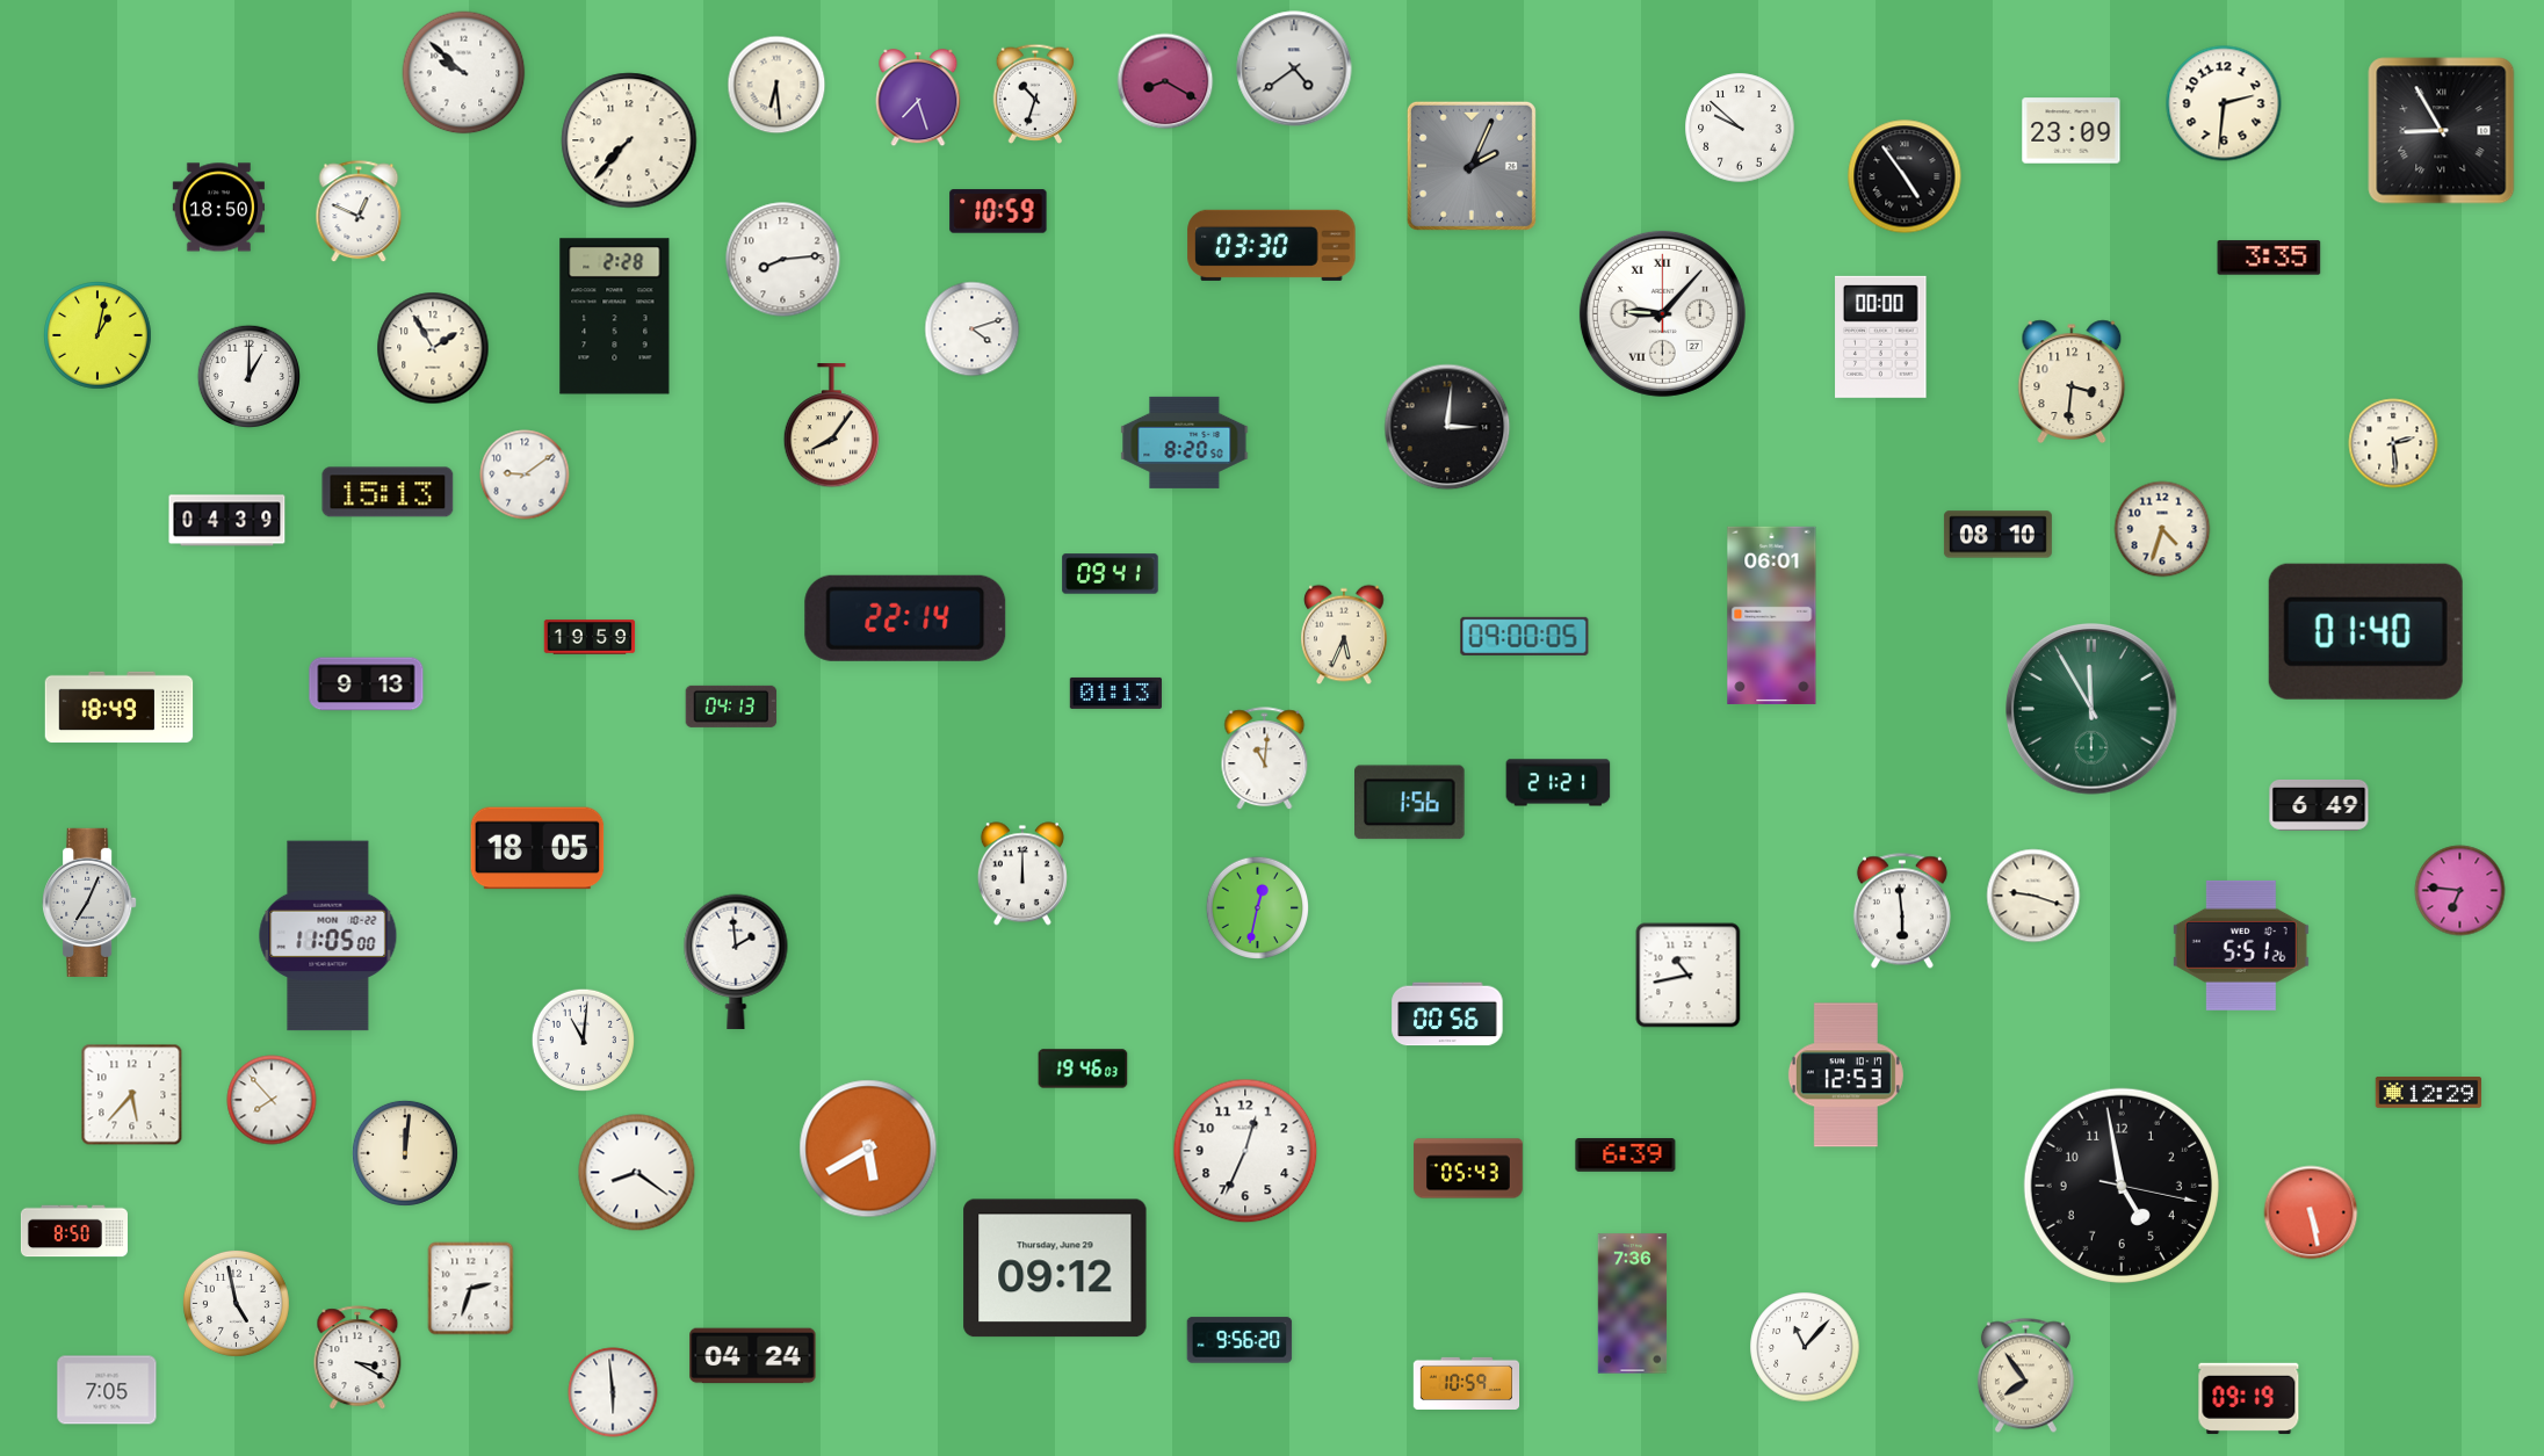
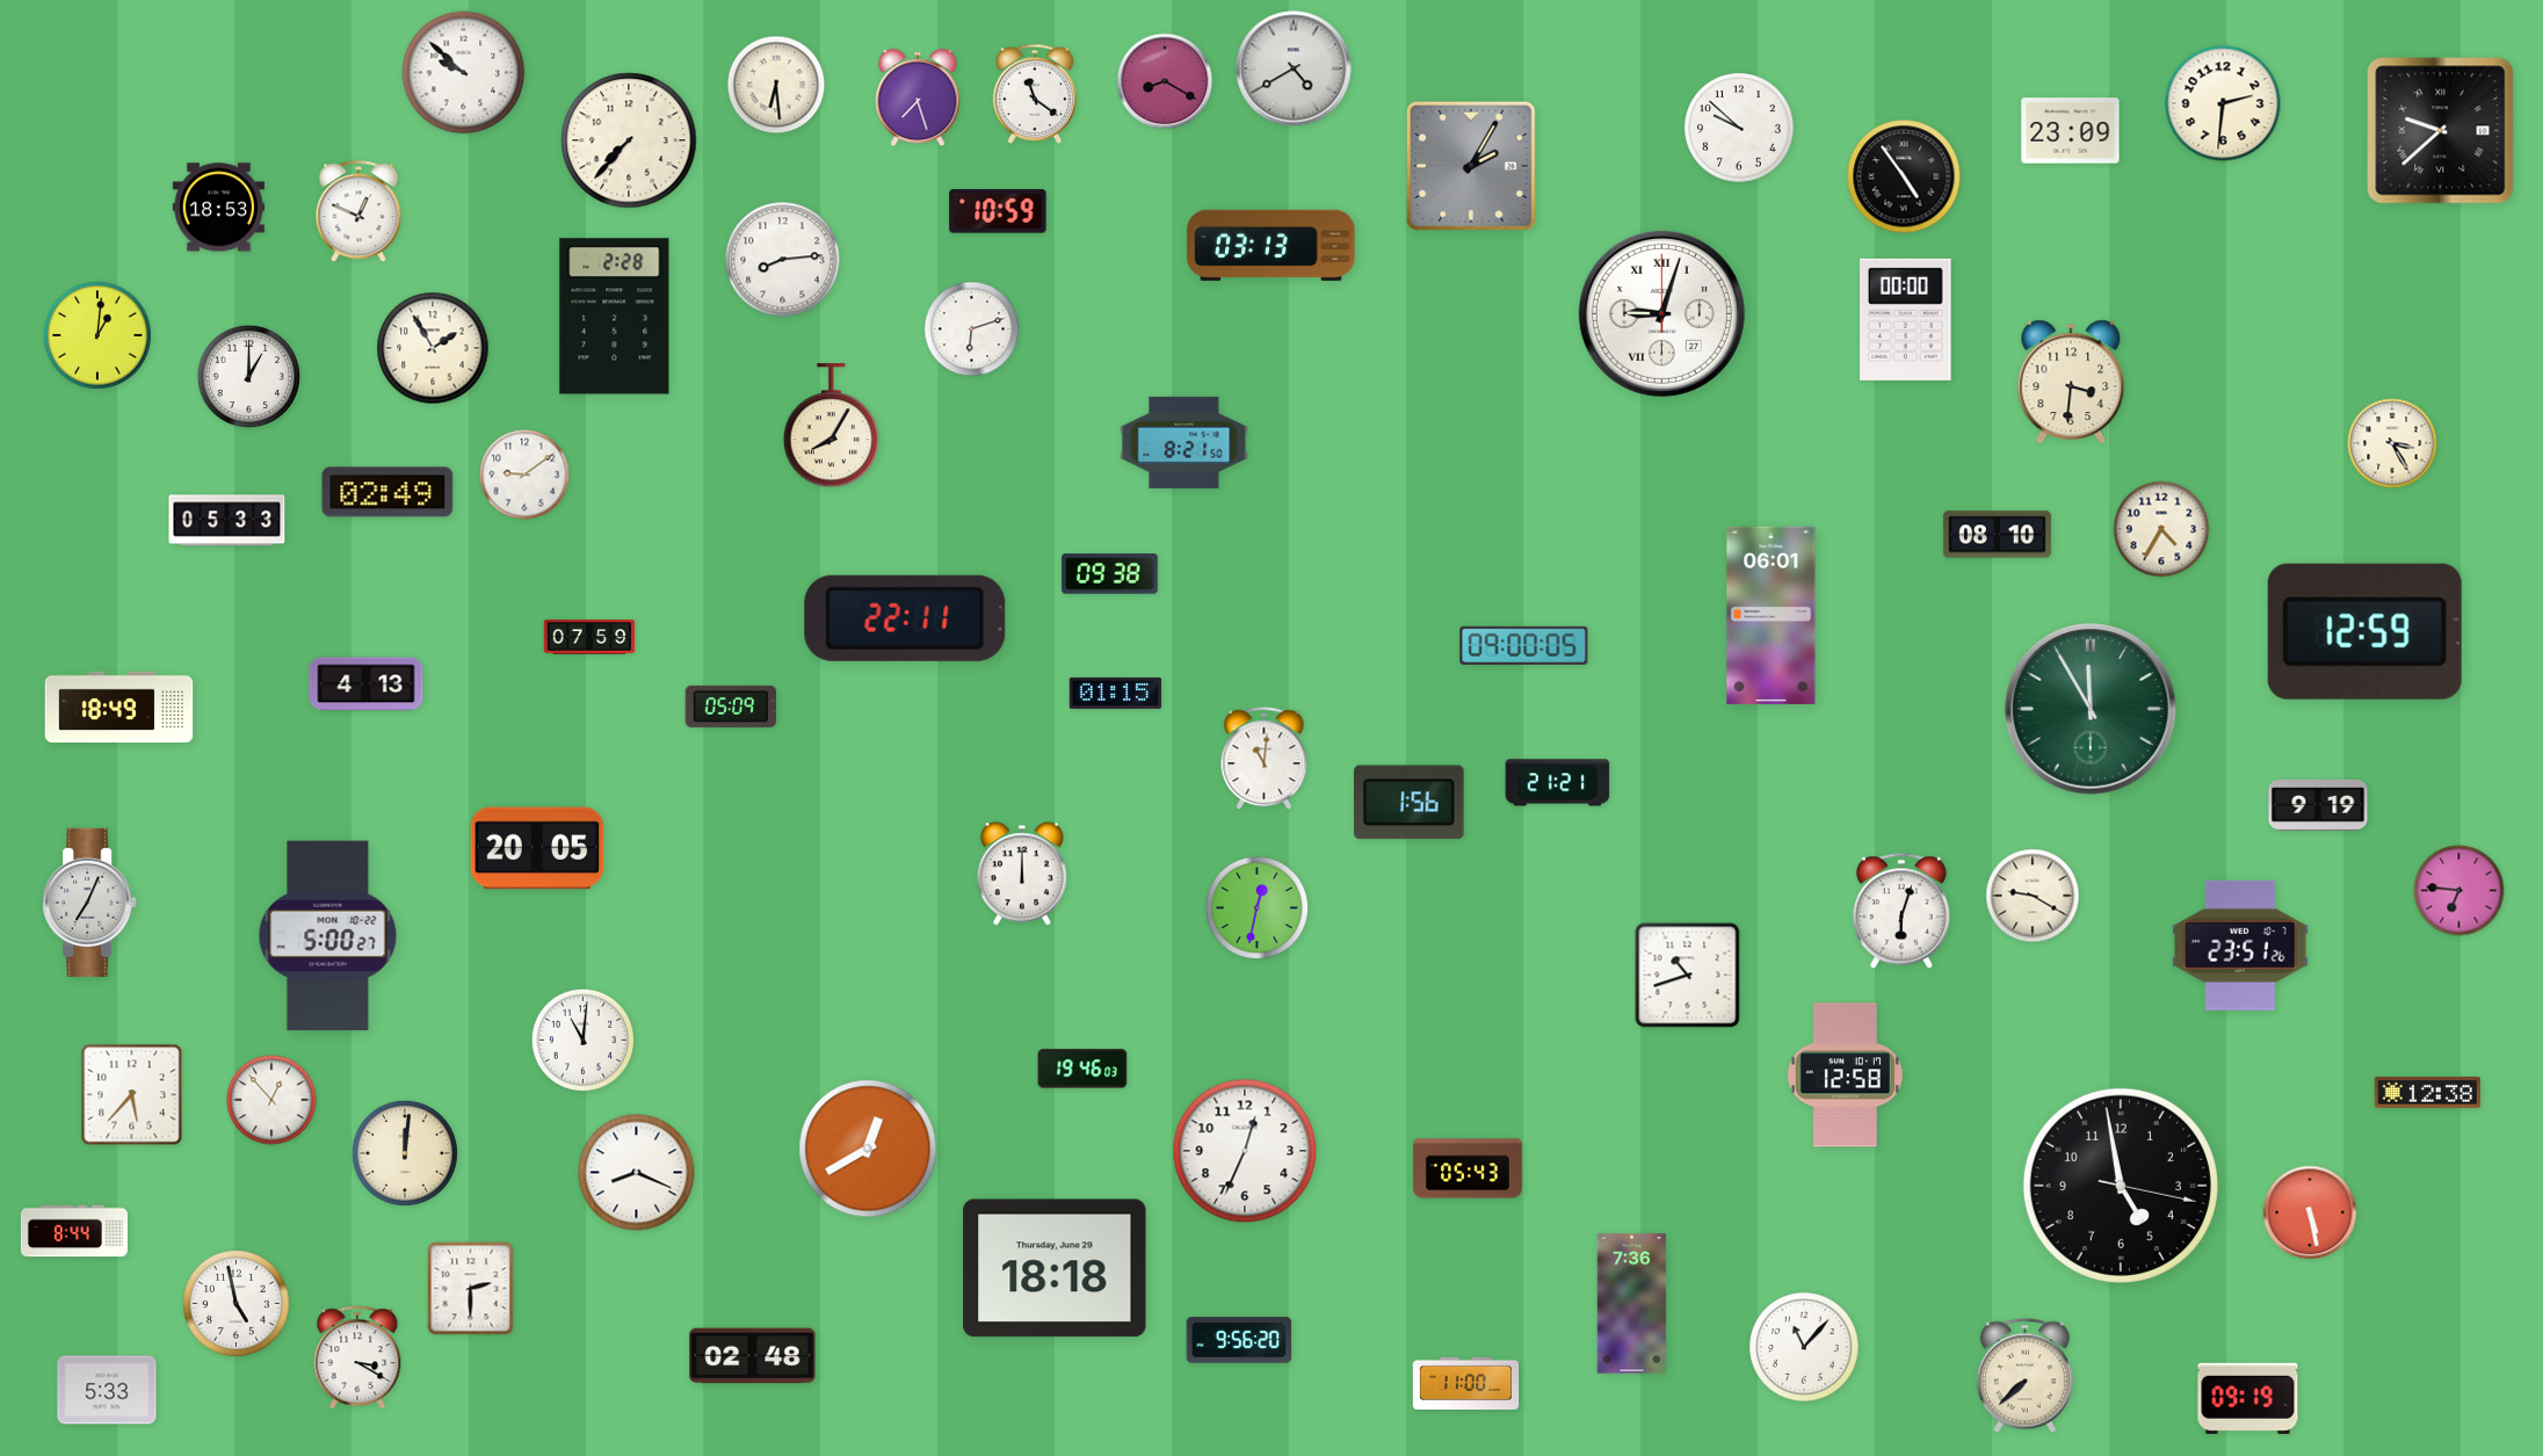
clock at (1294, 68): 4:39 -> 4:40
clock at (1035, 94): 10:33 -> 11:21
clock at (2442, 131): 8:55 -> 9:38
clock at (1472, 166): 2:04 -> 2:05
clock at (218, 208): 18:50 -> 18:53
clock at (1272, 245): 03:30 -> 03:13
clock at (2269, 258): 3:35 -> none
clock at (1662, 313): 9:07 -> 9:03
clock at (973, 329): 4:12 -> 6:12
clock at (99, 336): 1:02 -> 1:01
clock at (1881, 336) position: (1881, 336) -> (1906, 319)
clock at (832, 426): 8:06 -> 8:05
clock at (1447, 427): 3:01 -> none
clock at (1185, 442): 8:20 -> 8:21
clock at (2393, 443): 2:29 -> 3:25
clock at (388, 492): 15:13 -> 02:49
clock at (227, 521): 04:39 -> 05:33
clock at (2162, 529): 4:33 -> 4:35
clock at (1111, 574): 09:41 -> 09:38
clock at (905, 618): 22:14 -> 22:11
clock at (2365, 631): 01:40 -> 12:59
clock at (1344, 635): 5:34 -> none
clock at (1525, 636) position: (1525, 636) -> (1524, 645)
clock at (590, 637): 19:59 -> 07:59
clock at (367, 684): 9:13 -> 4:13
clock at (1115, 693): 01:13 -> 01:15
clock at (731, 707): 04:13 -> 05:09
clock at (2319, 805): 6:49 -> 9:19
clock at (537, 848): 18:05 -> 20:05
clock at (2033, 896): 9:18 -> 9:20
clock at (1902, 911): 5:59 -> 6:03
clock at (328, 936): 11:05 -> 5:00
clock at (2241, 946): 5:51 -> 23:51
clock at (736, 962): 1:59 -> none
clock at (1689, 976): 10:43 -> 10:42
clock at (1447, 1014): 00:56 -> none
clock at (1845, 1075): 12:53 -> 12:58
clock at (2428, 1093): 12:29 -> 12:38
clock at (272, 1100): 7:53 -> 12:53
clock at (868, 1149): 5:40 -> 12:40
clock at (1626, 1156): 6:39 -> none
clock at (637, 1173): 8:21 -> 8:19
clock at (74, 1231): 8:50 -> 8:44
clock at (1055, 1268): 09:12 -> 18:18
clock at (471, 1289): 2:33 -> 2:30
clock at (753, 1356): 04:24 -> 02:48
clock at (2025, 1376): 7:54 -> 7:38
clock at (1467, 1383): 10:59 -> 11:00
clock at (107, 1390): 7:05 -> 5:33
clock at (613, 1392): 5:59 -> none
